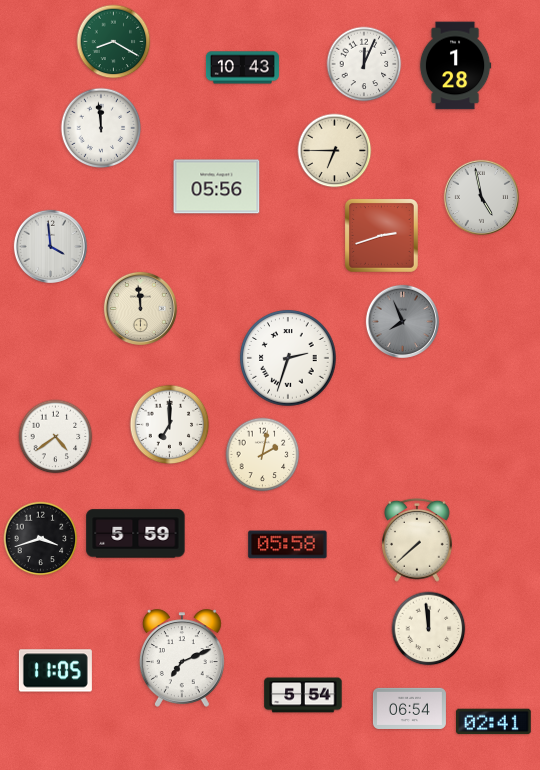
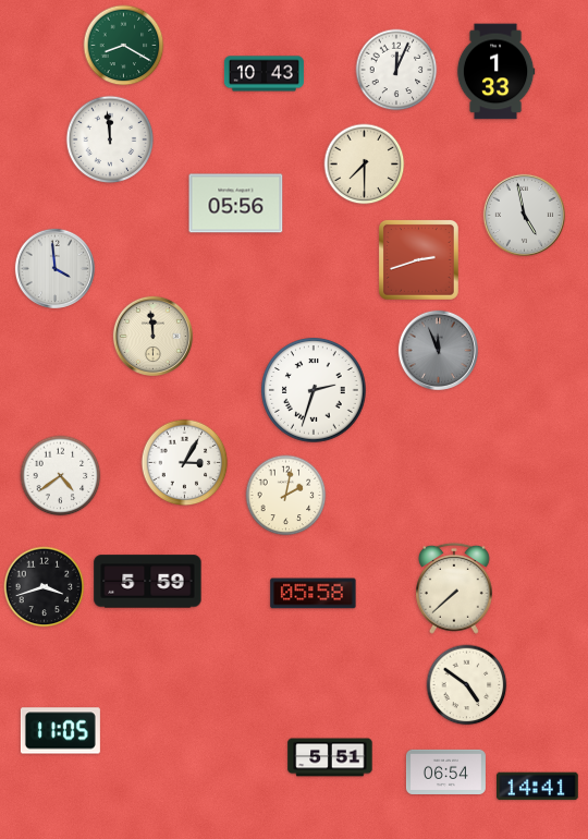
clock at (455, 66): 1:28 -> 1:33
clock at (335, 151): 6:45 -> 7:30
clock at (381, 235) position: (381, 235) -> (418, 259)
clock at (402, 321): 7:56 -> 11:56
clock at (170, 425): 7:00 -> 3:05
clock at (429, 629): 11:59 -> 4:51
clock at (182, 658): 7:11 -> none
clock at (303, 695): 5:54 -> 5:51
clock at (494, 722): 02:41 -> 14:41
